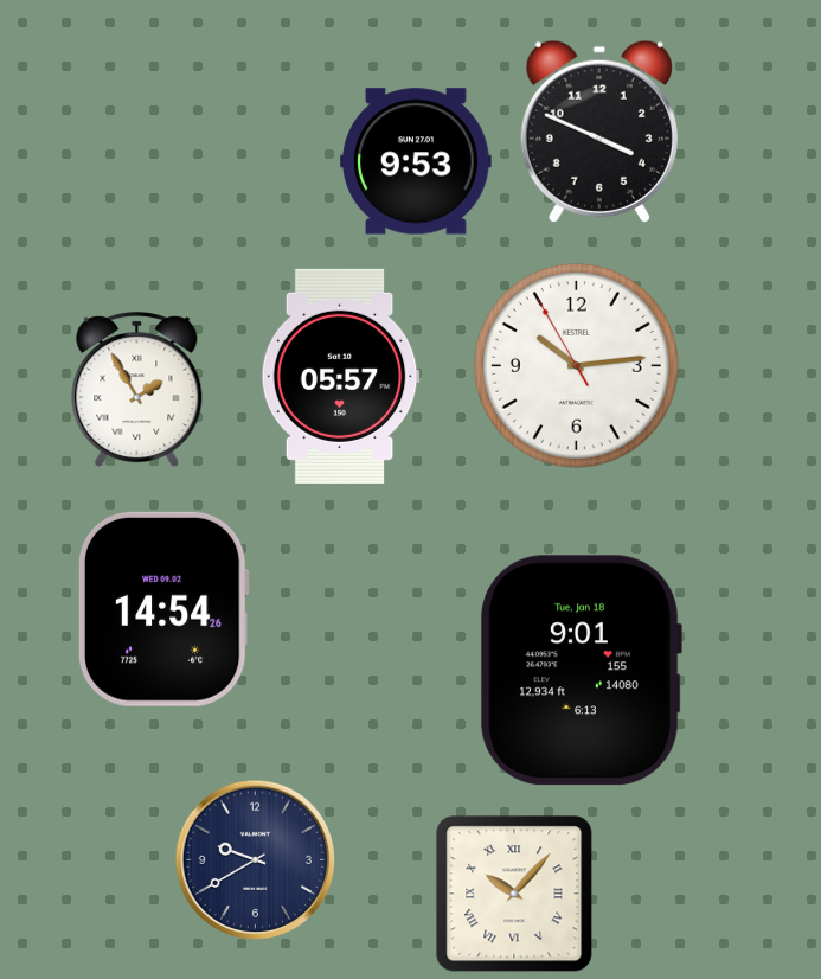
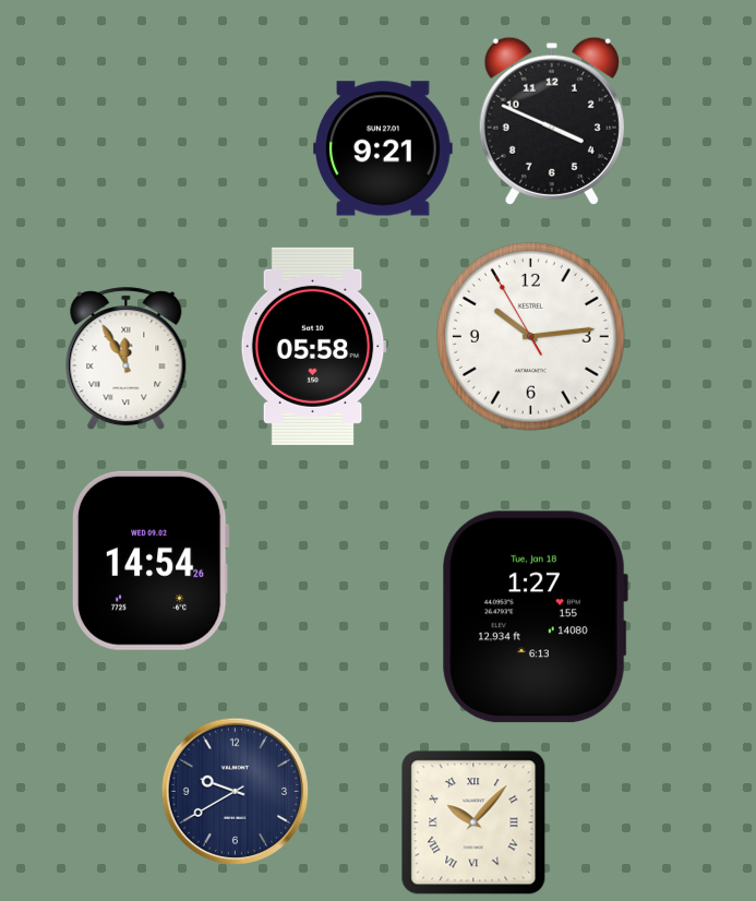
clock at (416, 161): 9:53 -> 9:21
clock at (340, 376): 05:57 -> 05:58
clock at (137, 390): 1:55 -> 11:55
clock at (581, 671): 9:01 -> 1:27
